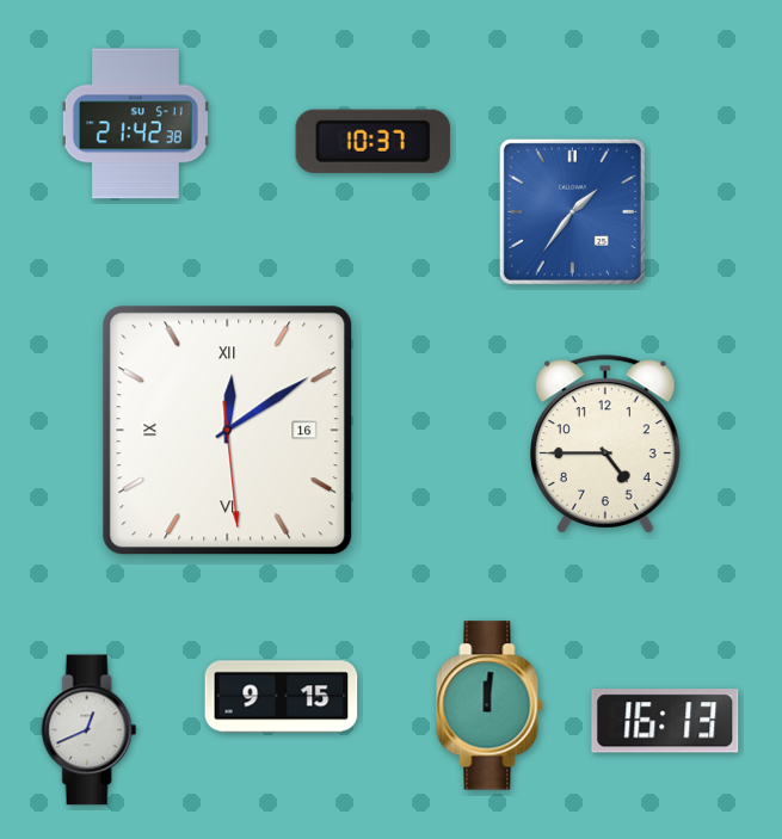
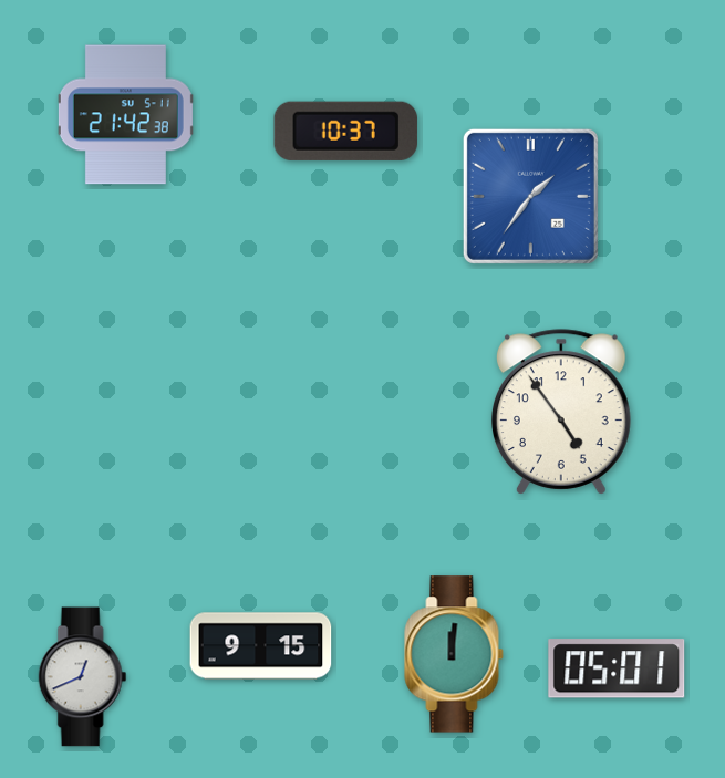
clock at (228, 431): 12:09 -> none
clock at (605, 444): 4:45 -> 4:54
clock at (665, 721): 16:13 -> 05:01
